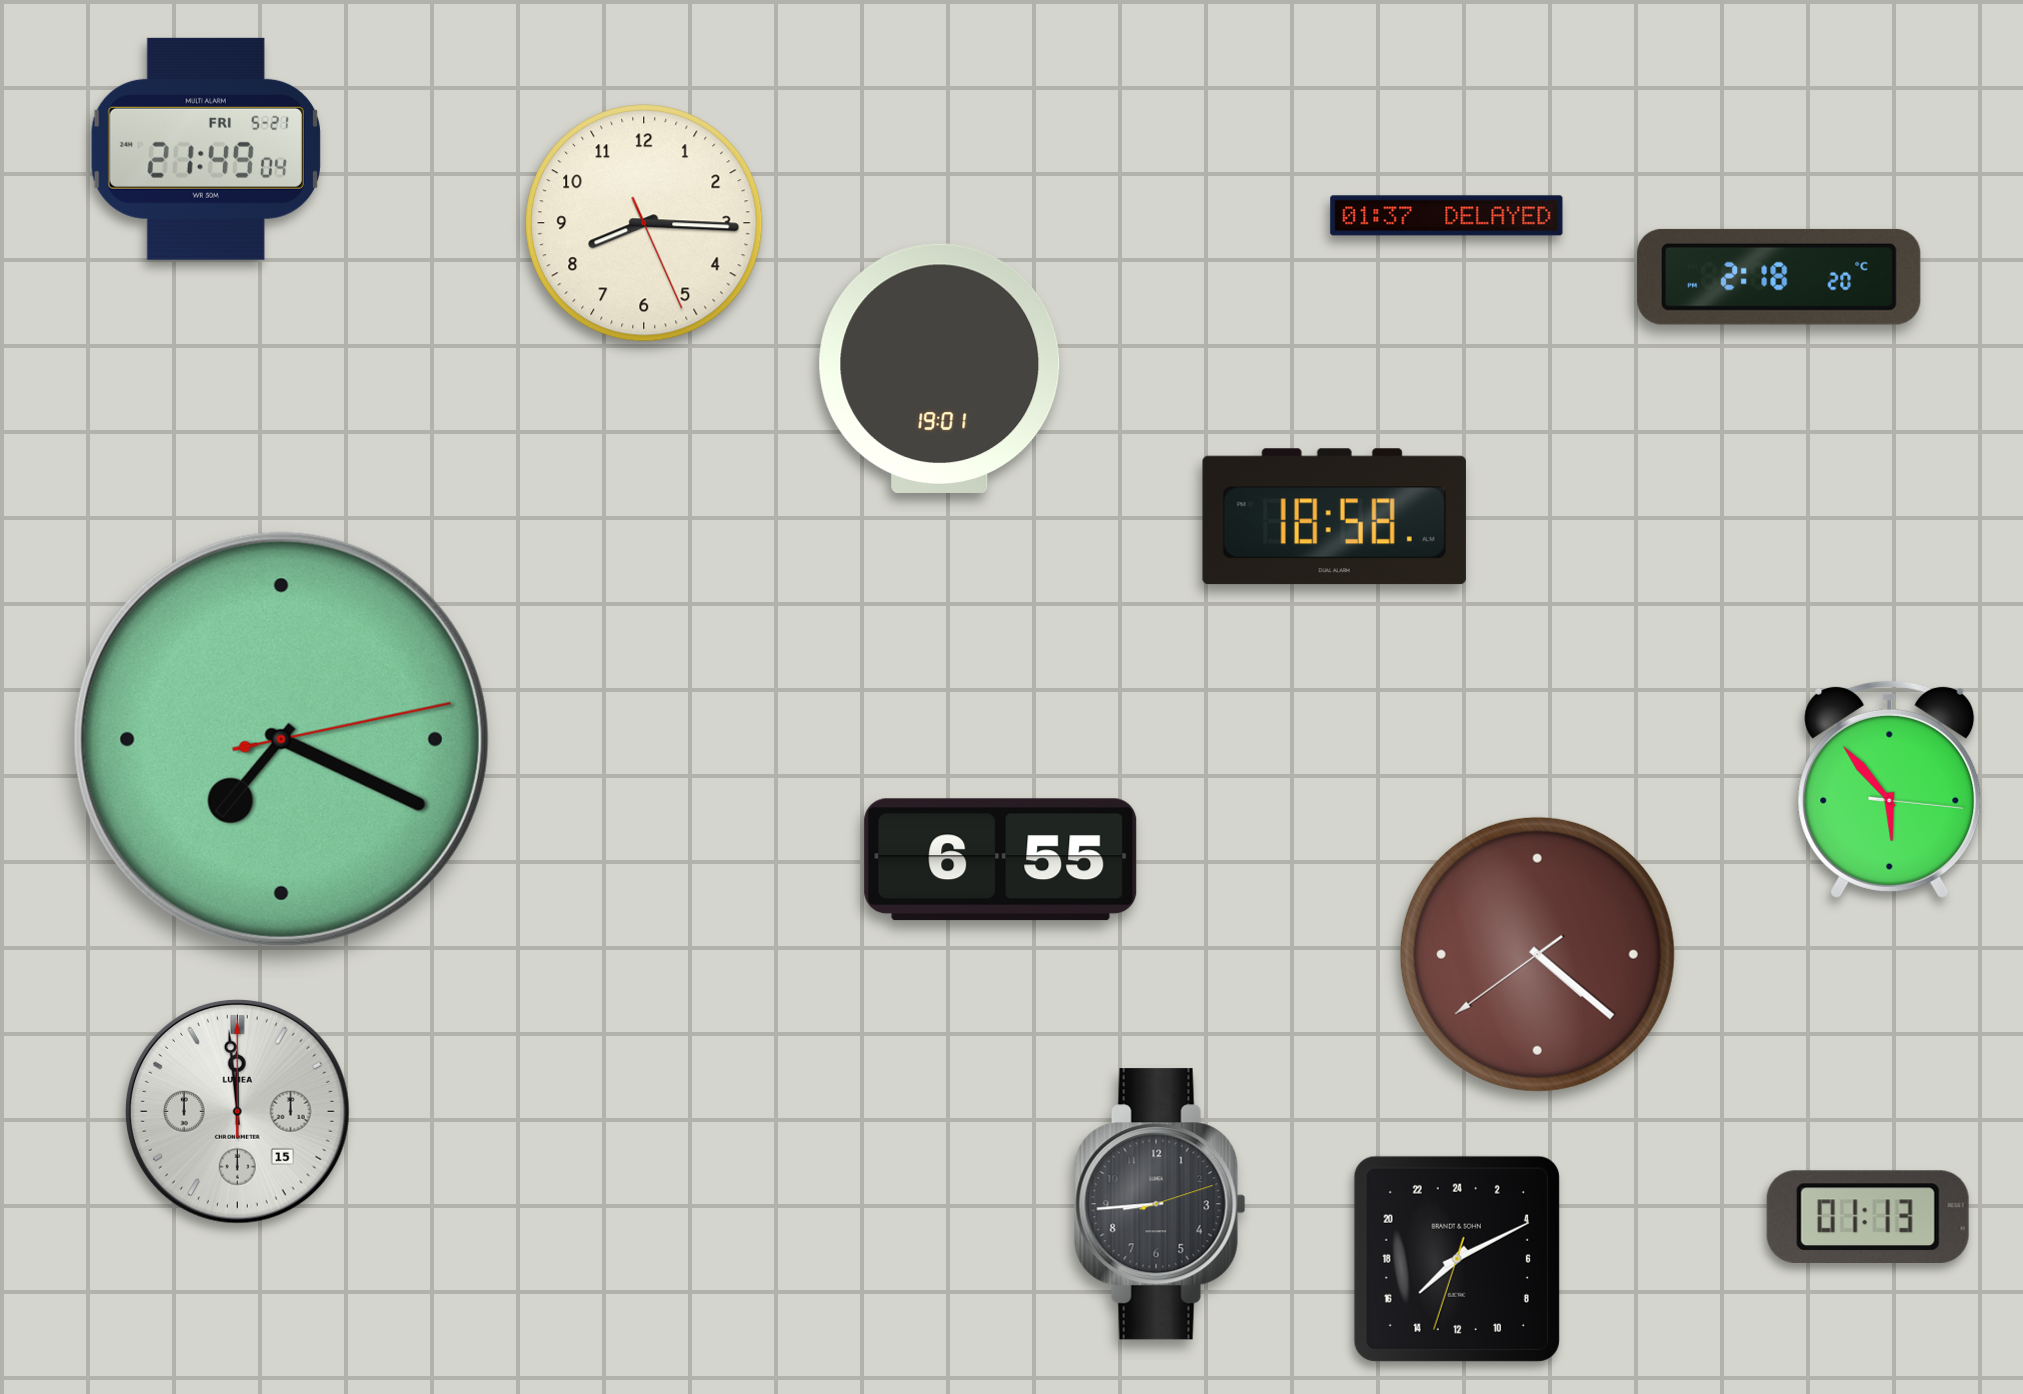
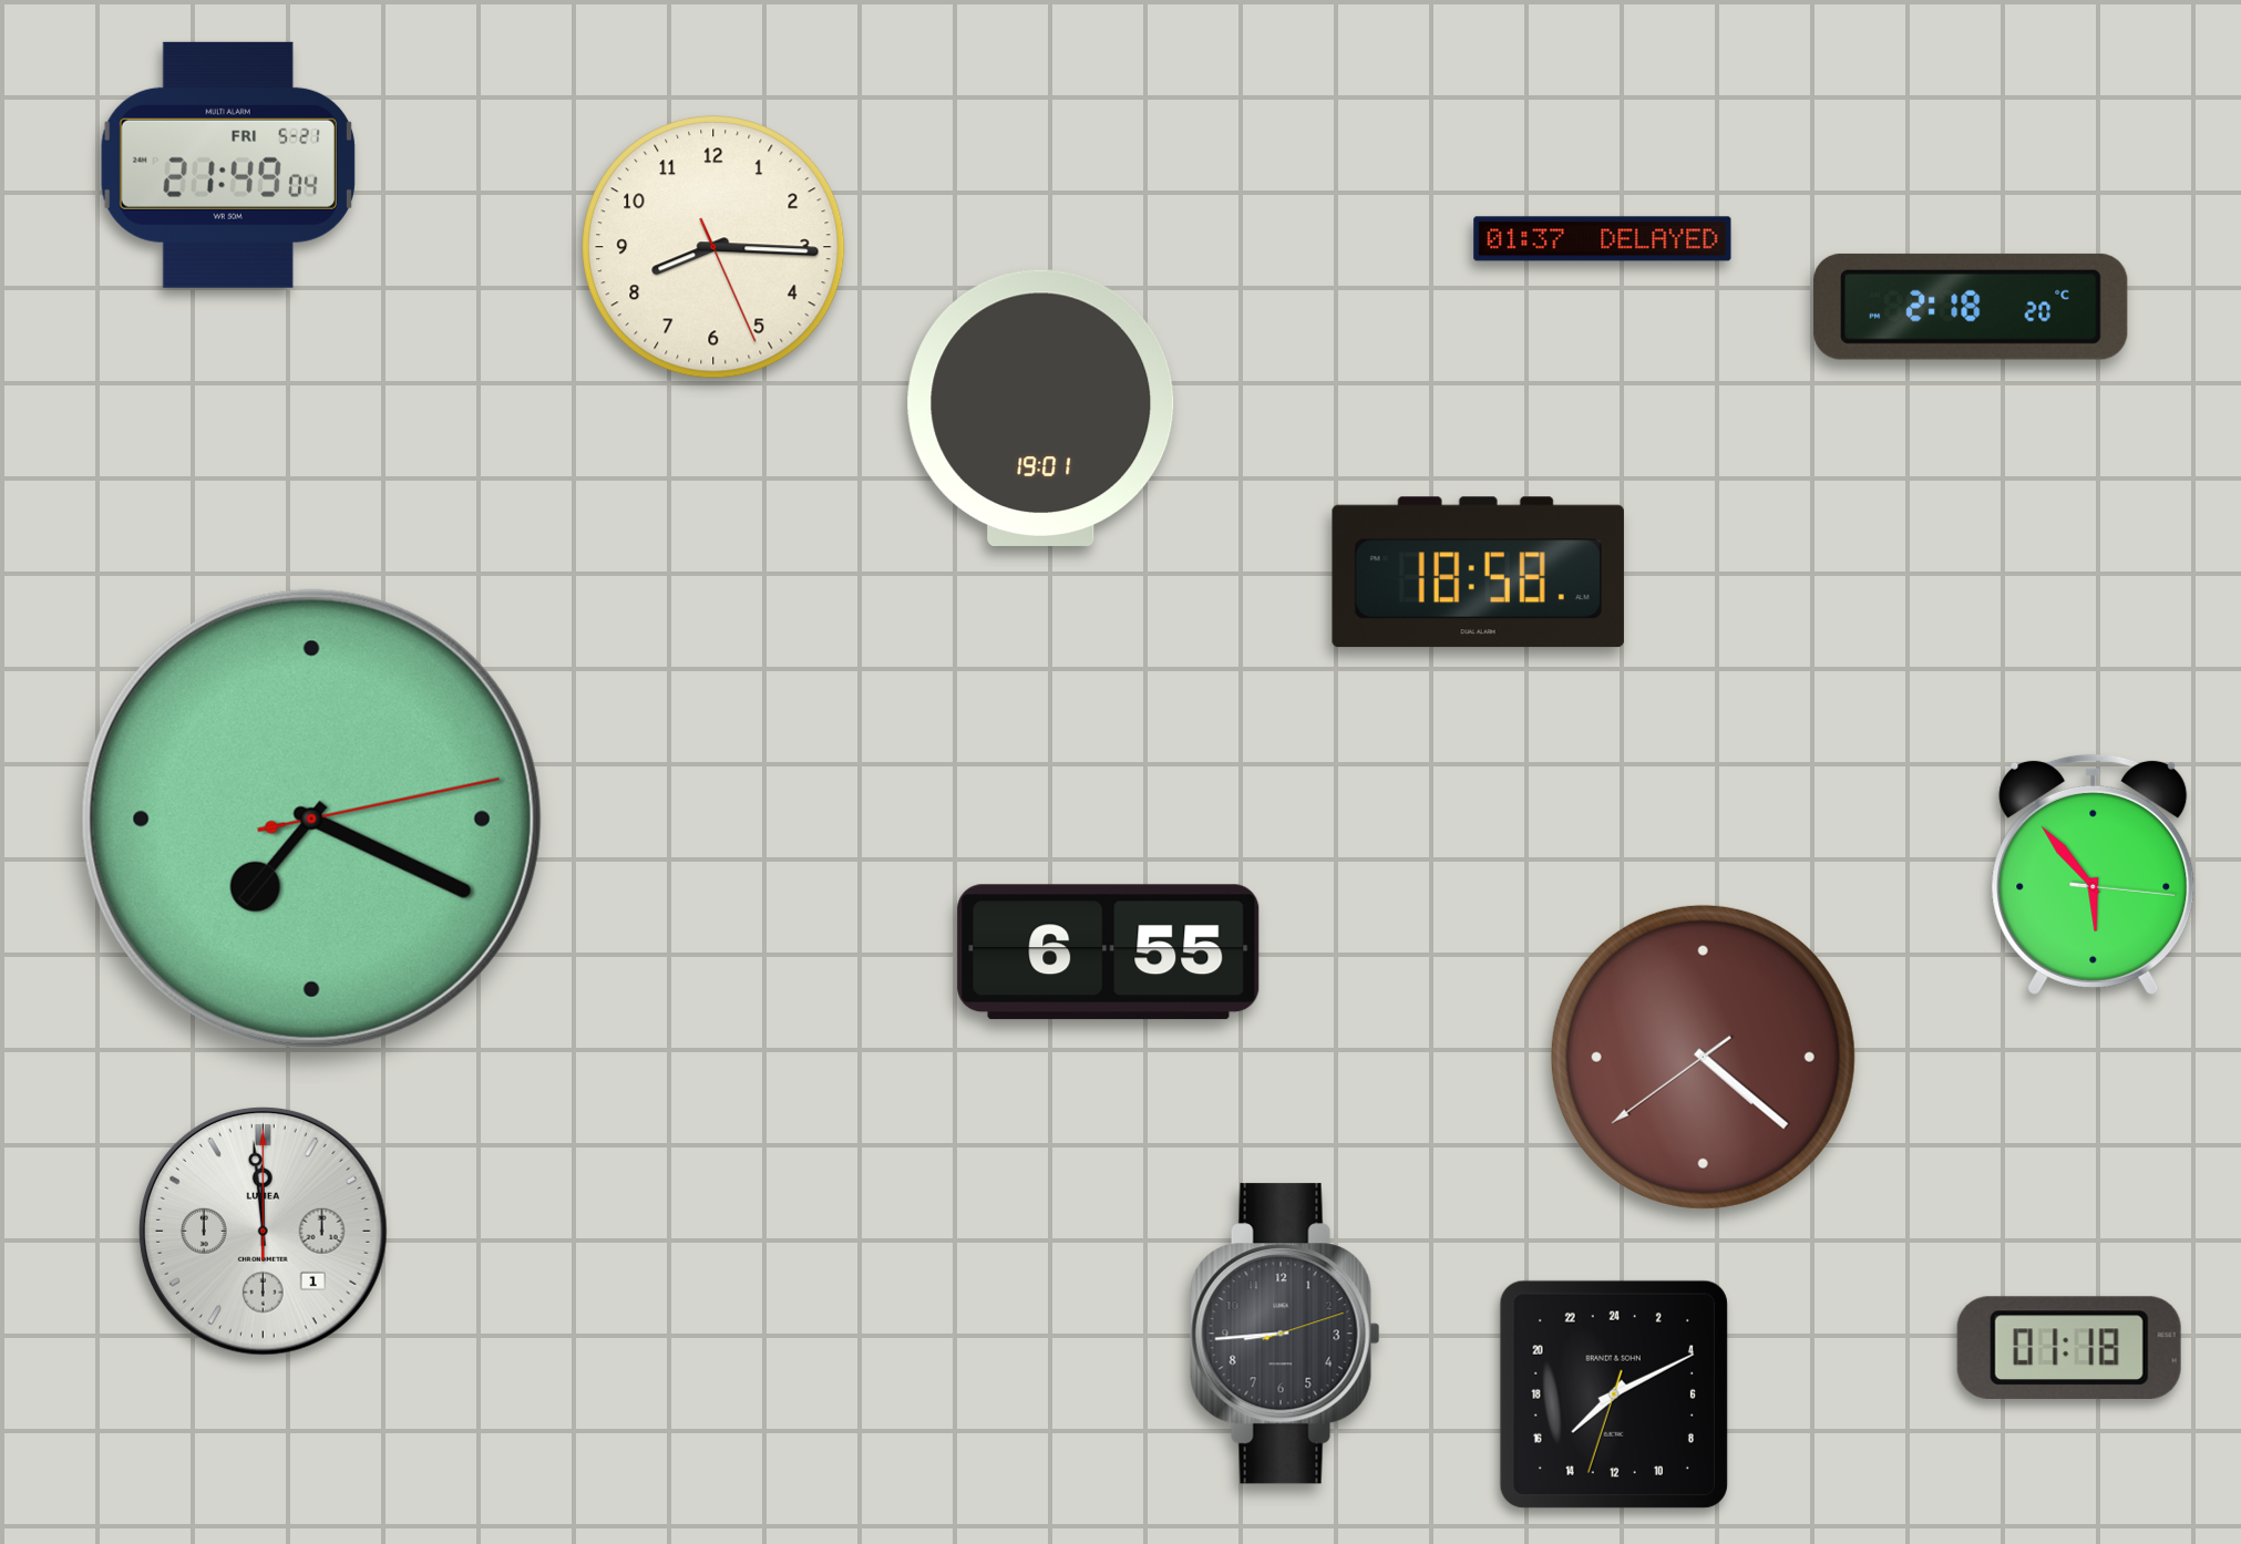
clock at (238, 1112) date: 15 -> 1
clock at (1868, 1217): 01:13 -> 01:18
